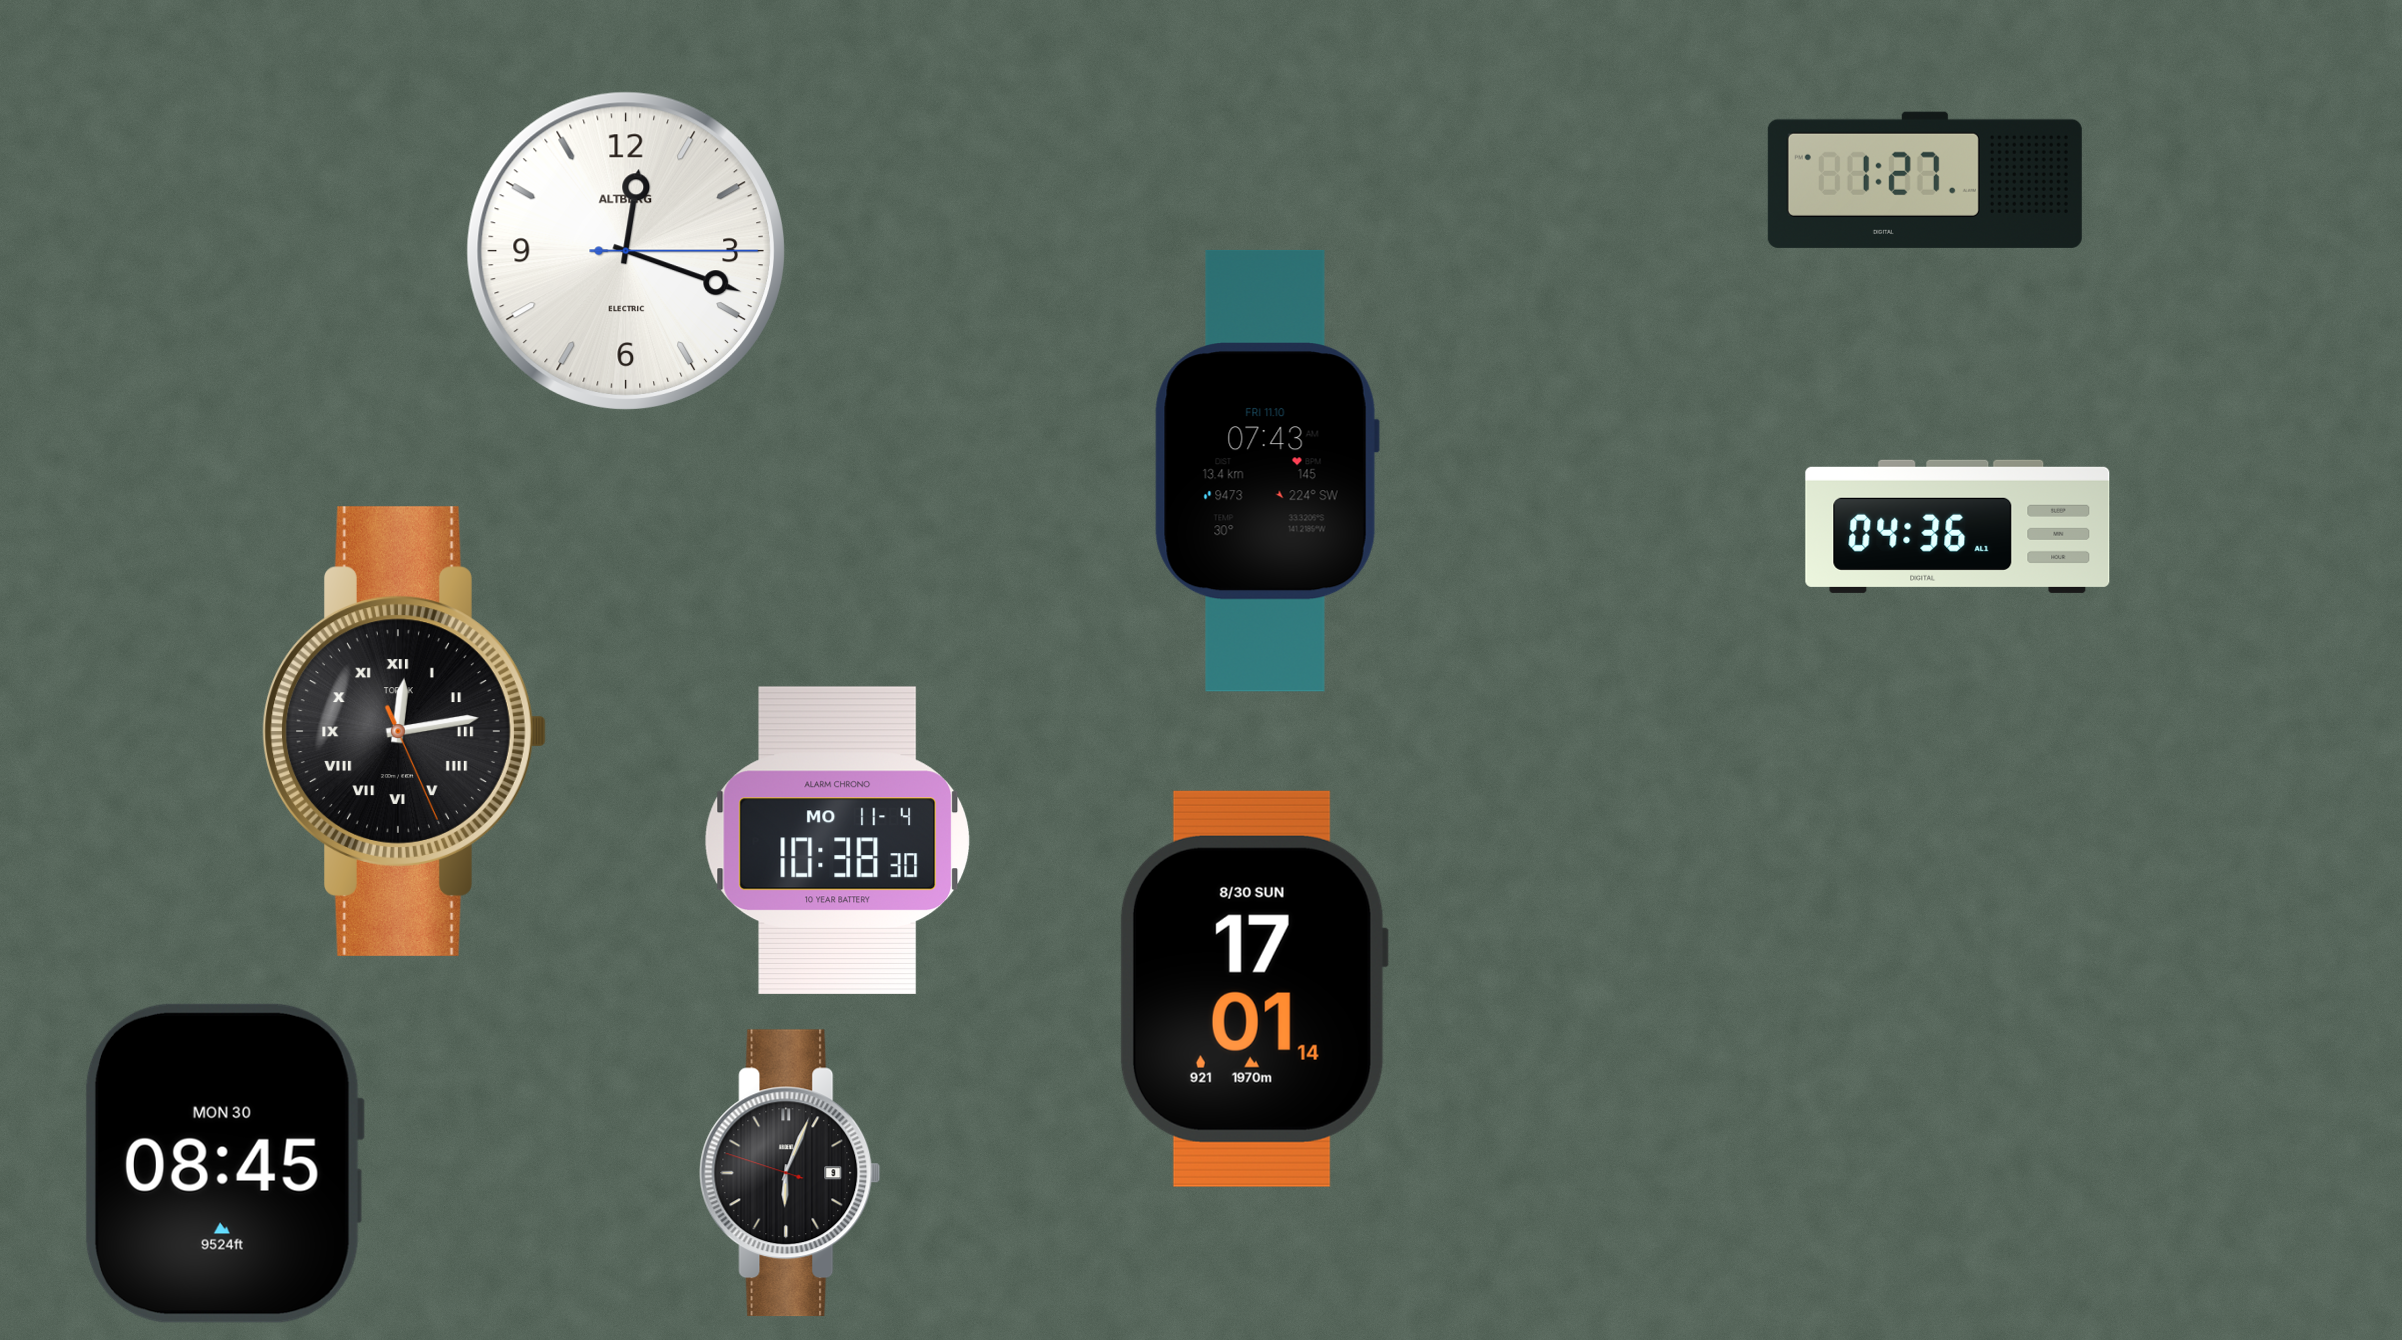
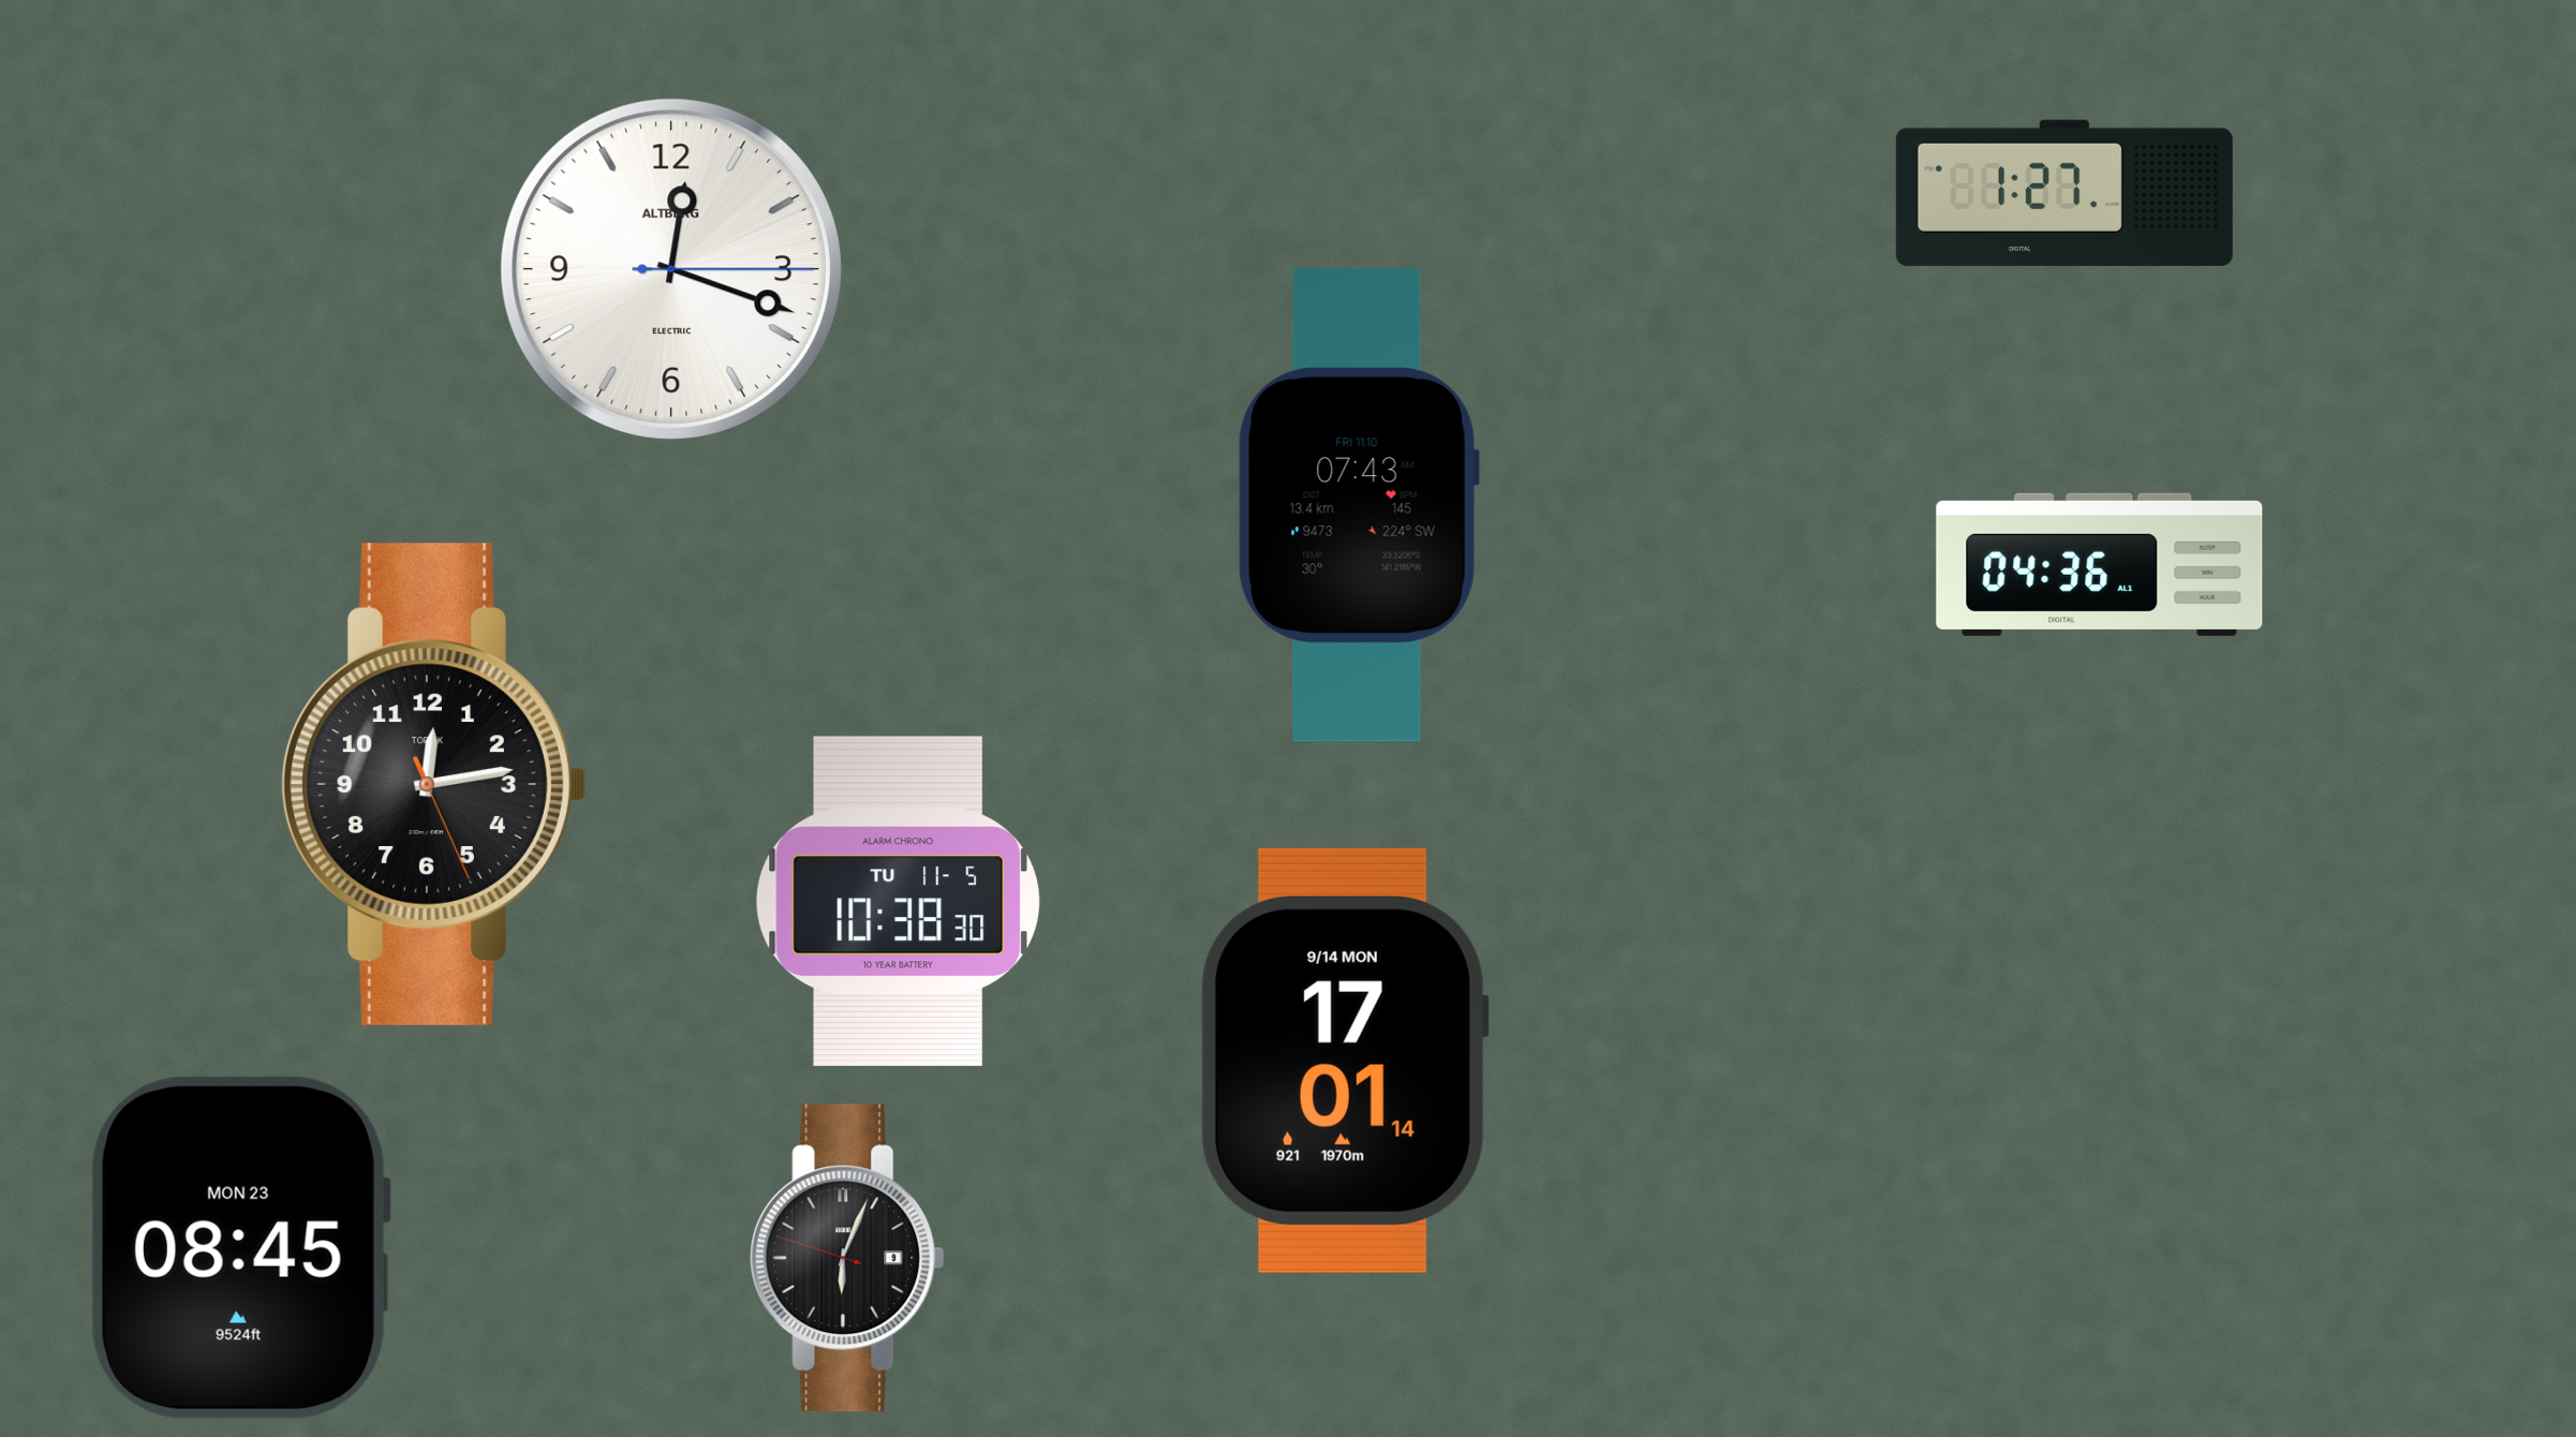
clock at (404, 731) numerals: Roman -> Arabic
clock at (838, 840) date: MO 11-4 -> TU 11-5
clock at (1253, 989) date: 8/30 SUN -> 9/14 MON
clock at (224, 1163) date: MON 30 -> MON 23
